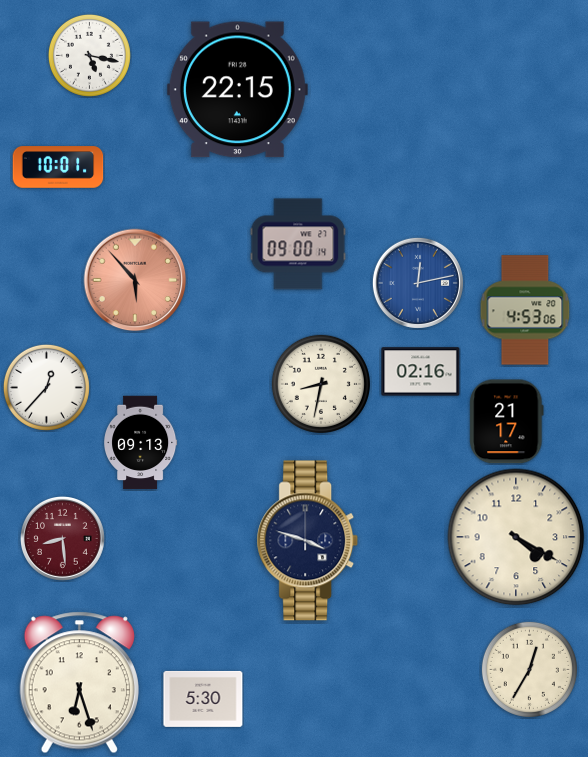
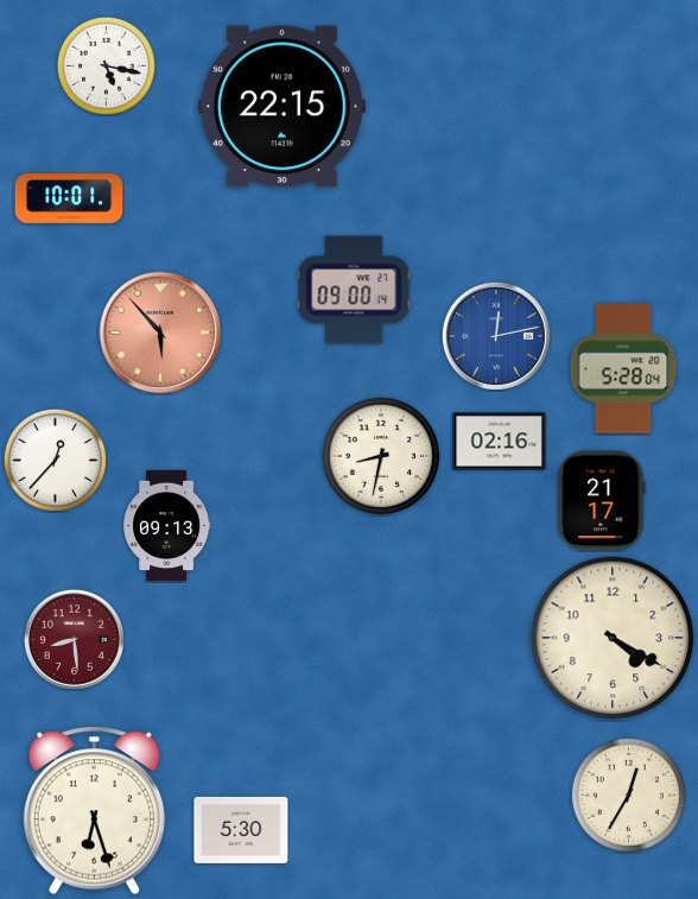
clock at (525, 310): 4:53 -> 5:28
clock at (308, 541): 3:48 -> none
